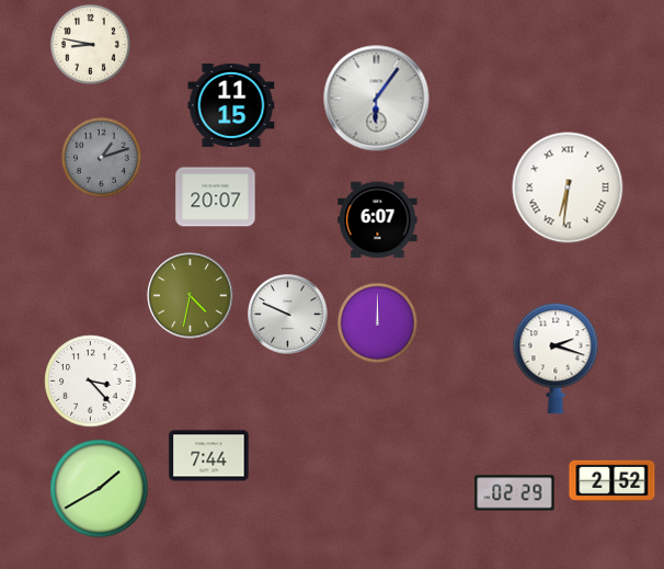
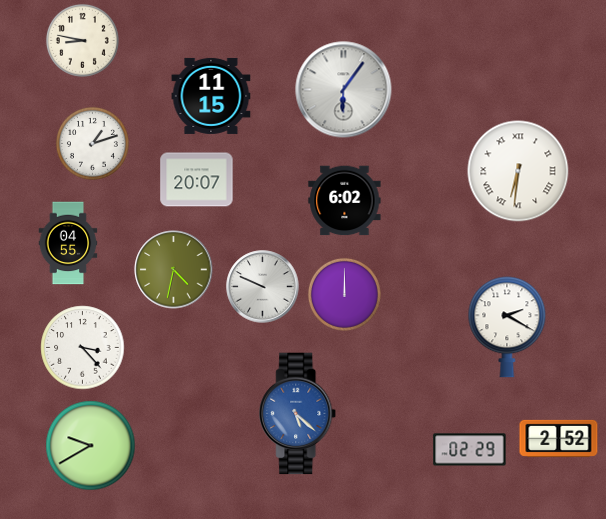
clock at (101, 157) dial: grey -> white
clock at (378, 220): 6:07 -> 6:02
clock at (68, 243): none -> 04:55
clock at (556, 359): 2:18 -> 2:20
clock at (298, 414): none -> 5:22
clock at (209, 456): 7:44 -> none
clock at (100, 489): 1:40 -> 9:40
